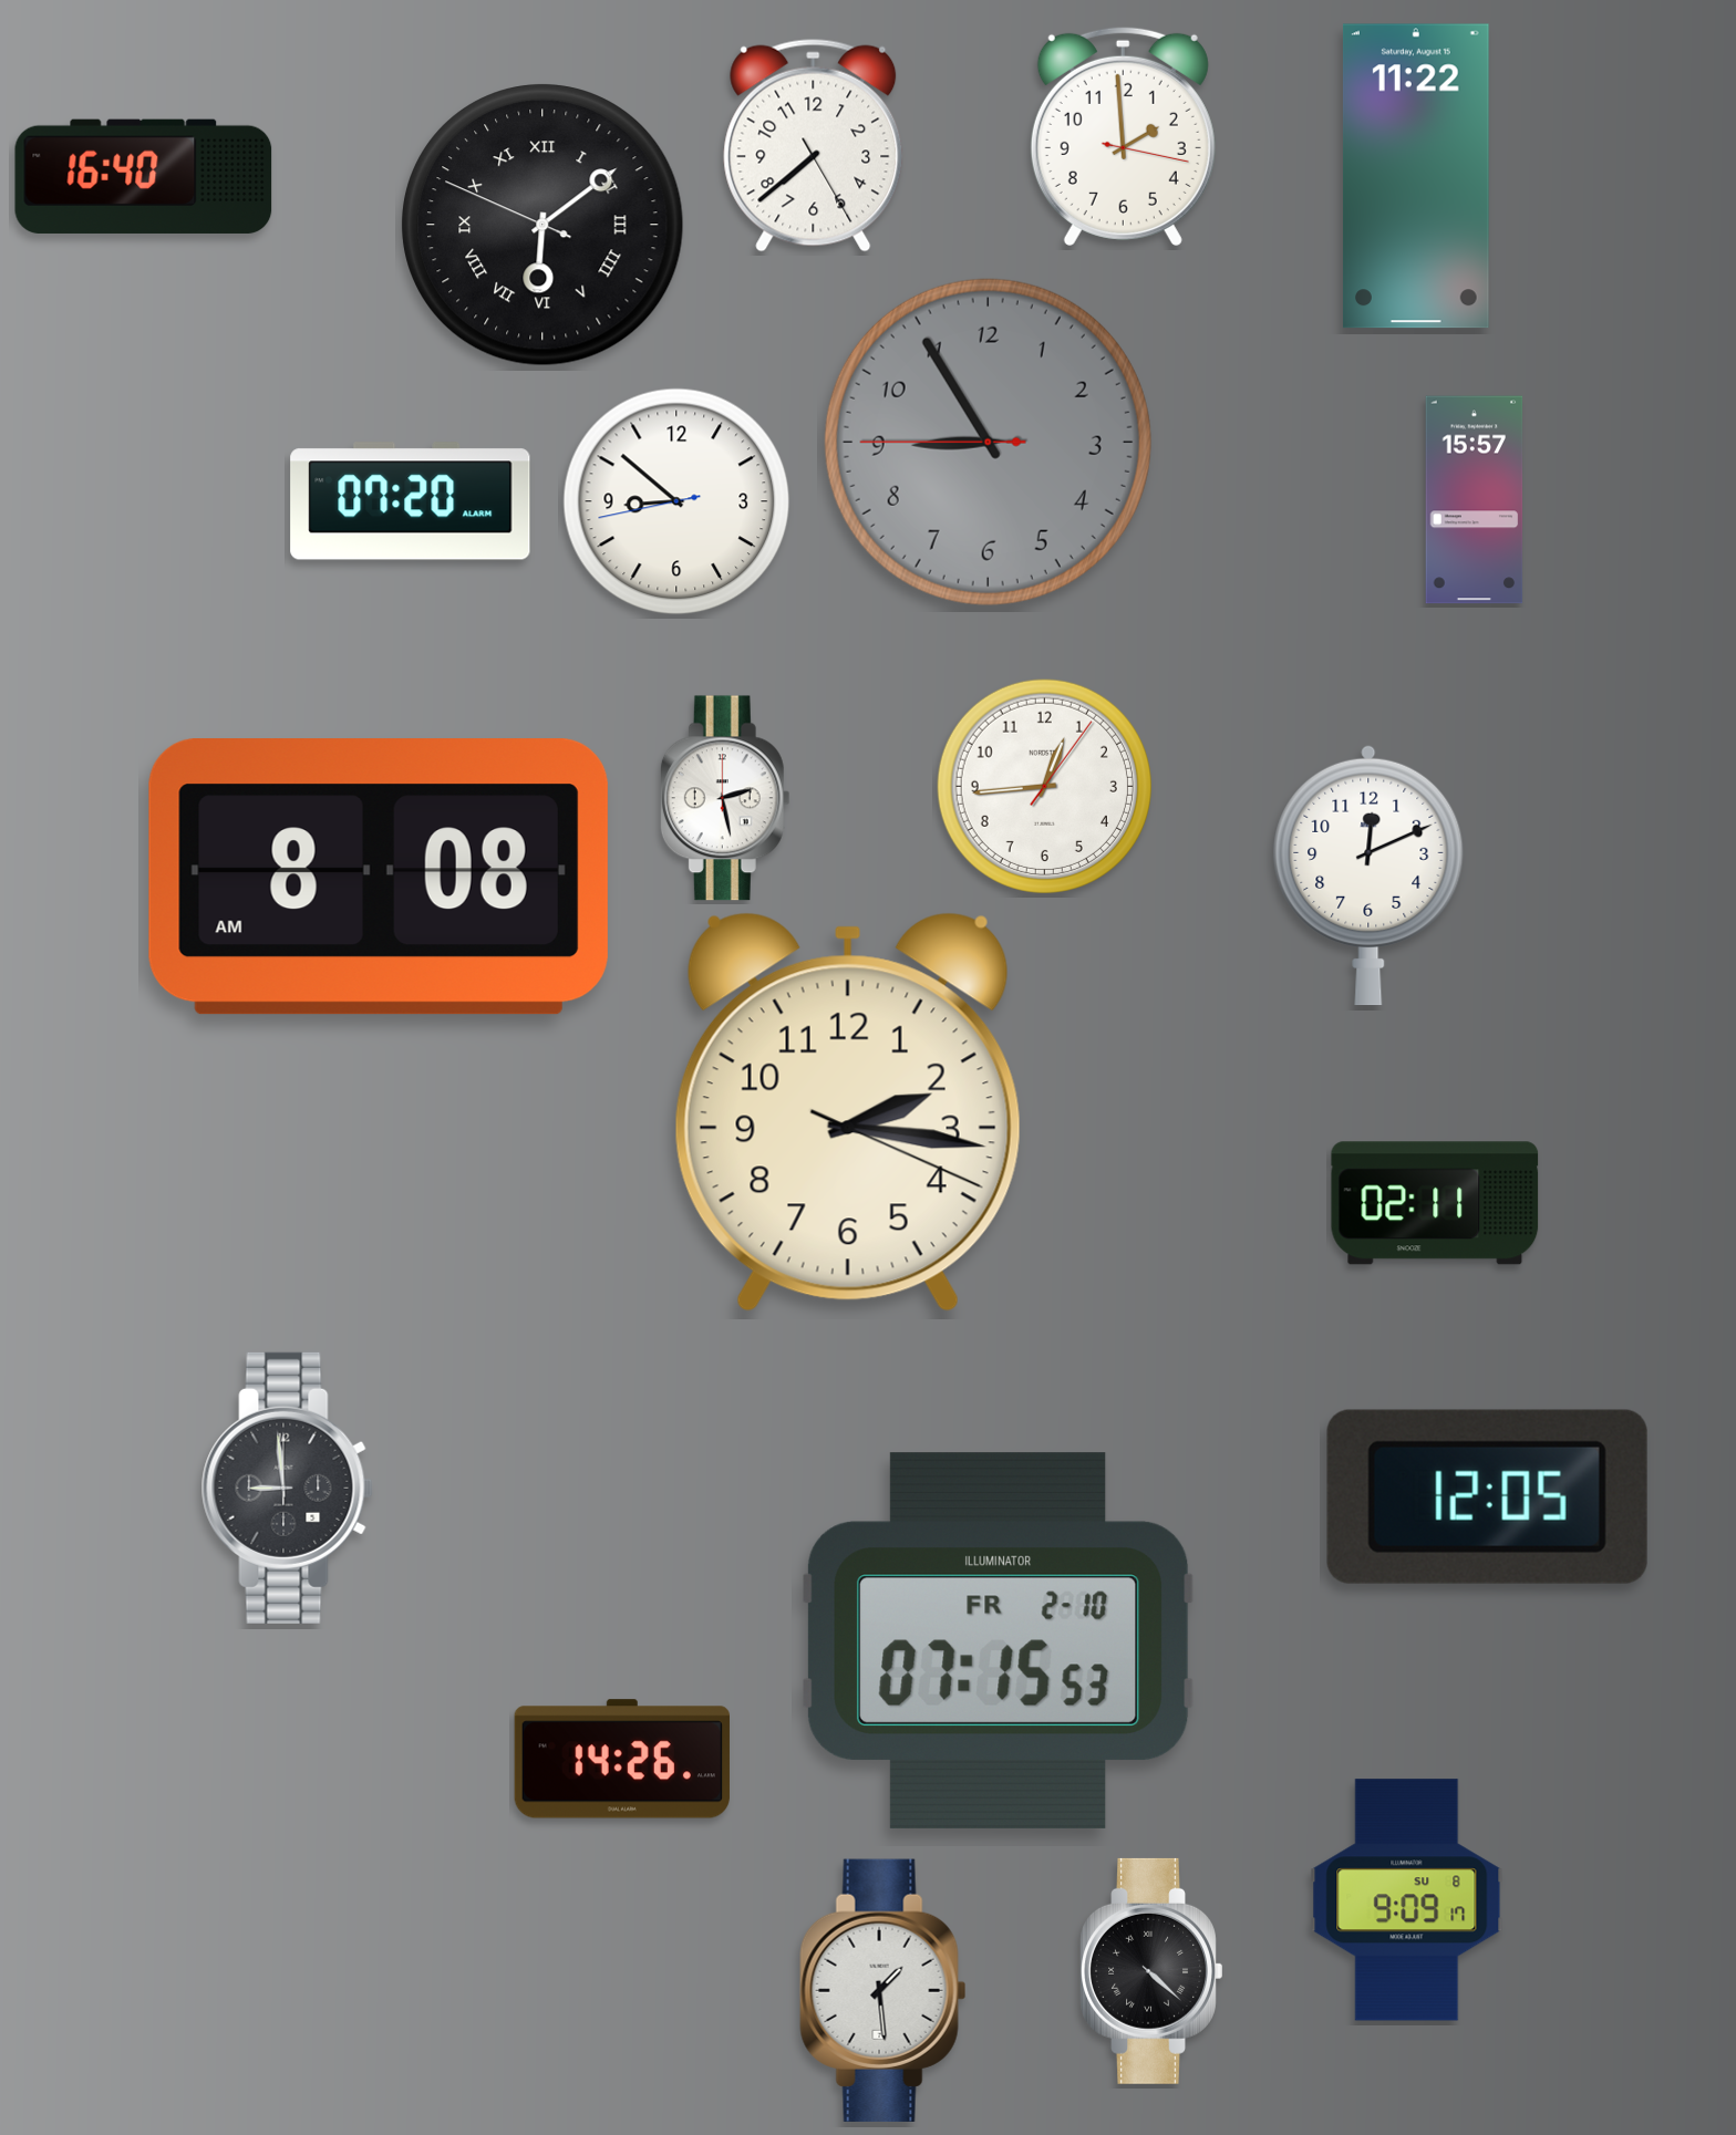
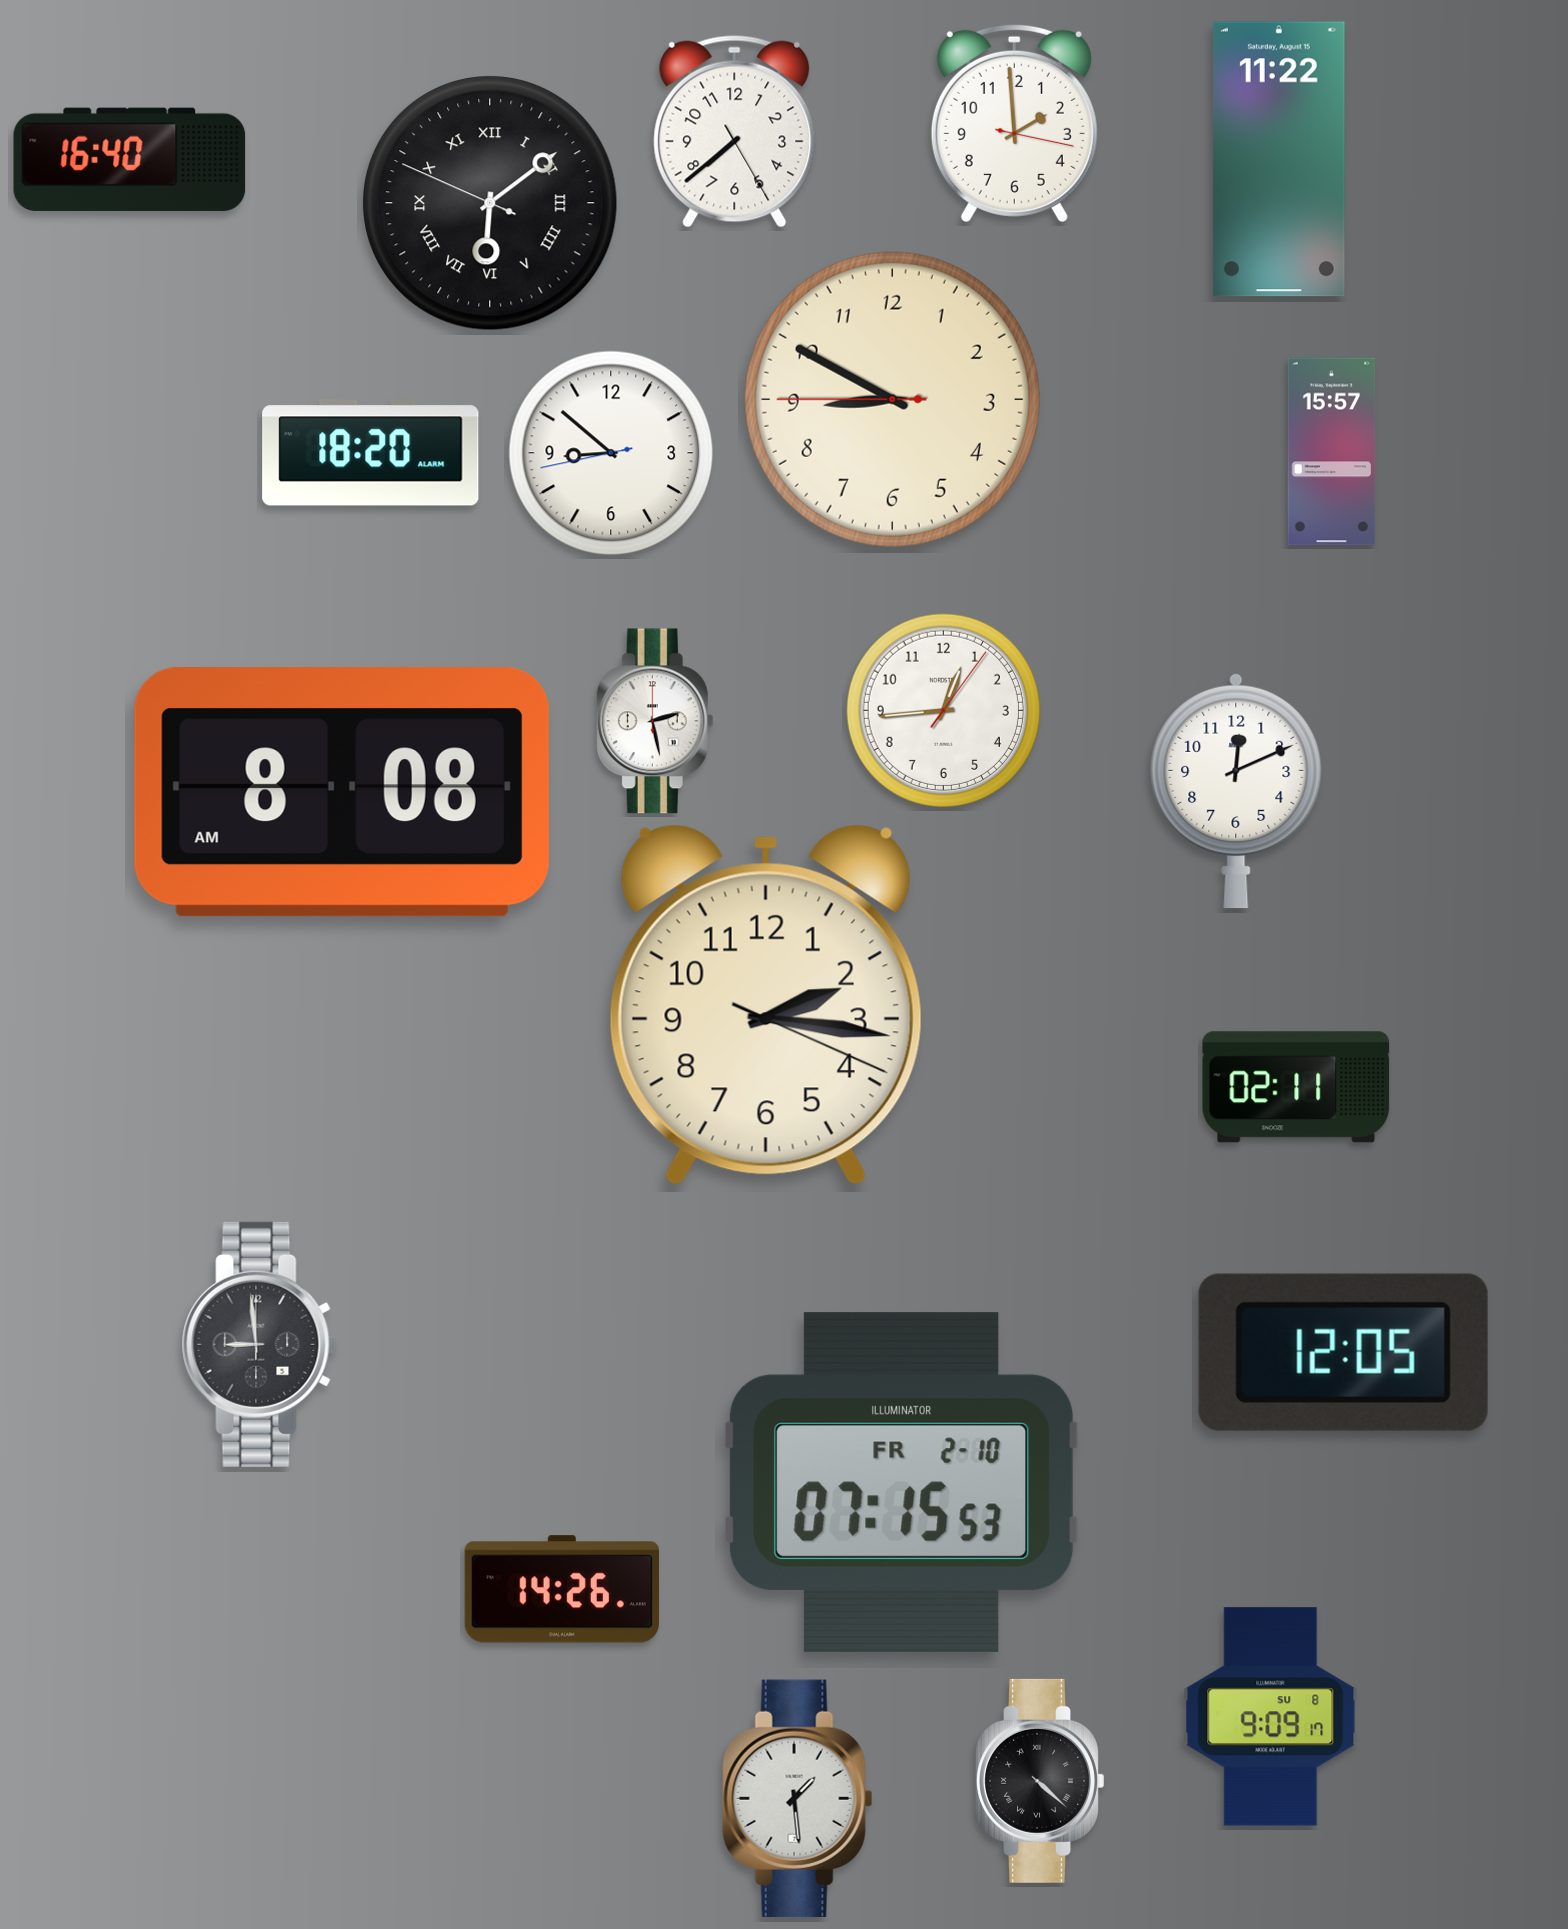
clock at (988, 442): 8:54 -> 8:49
clock at (988, 442) dial: grey -> cream
clock at (411, 501): 07:20 -> 18:20
